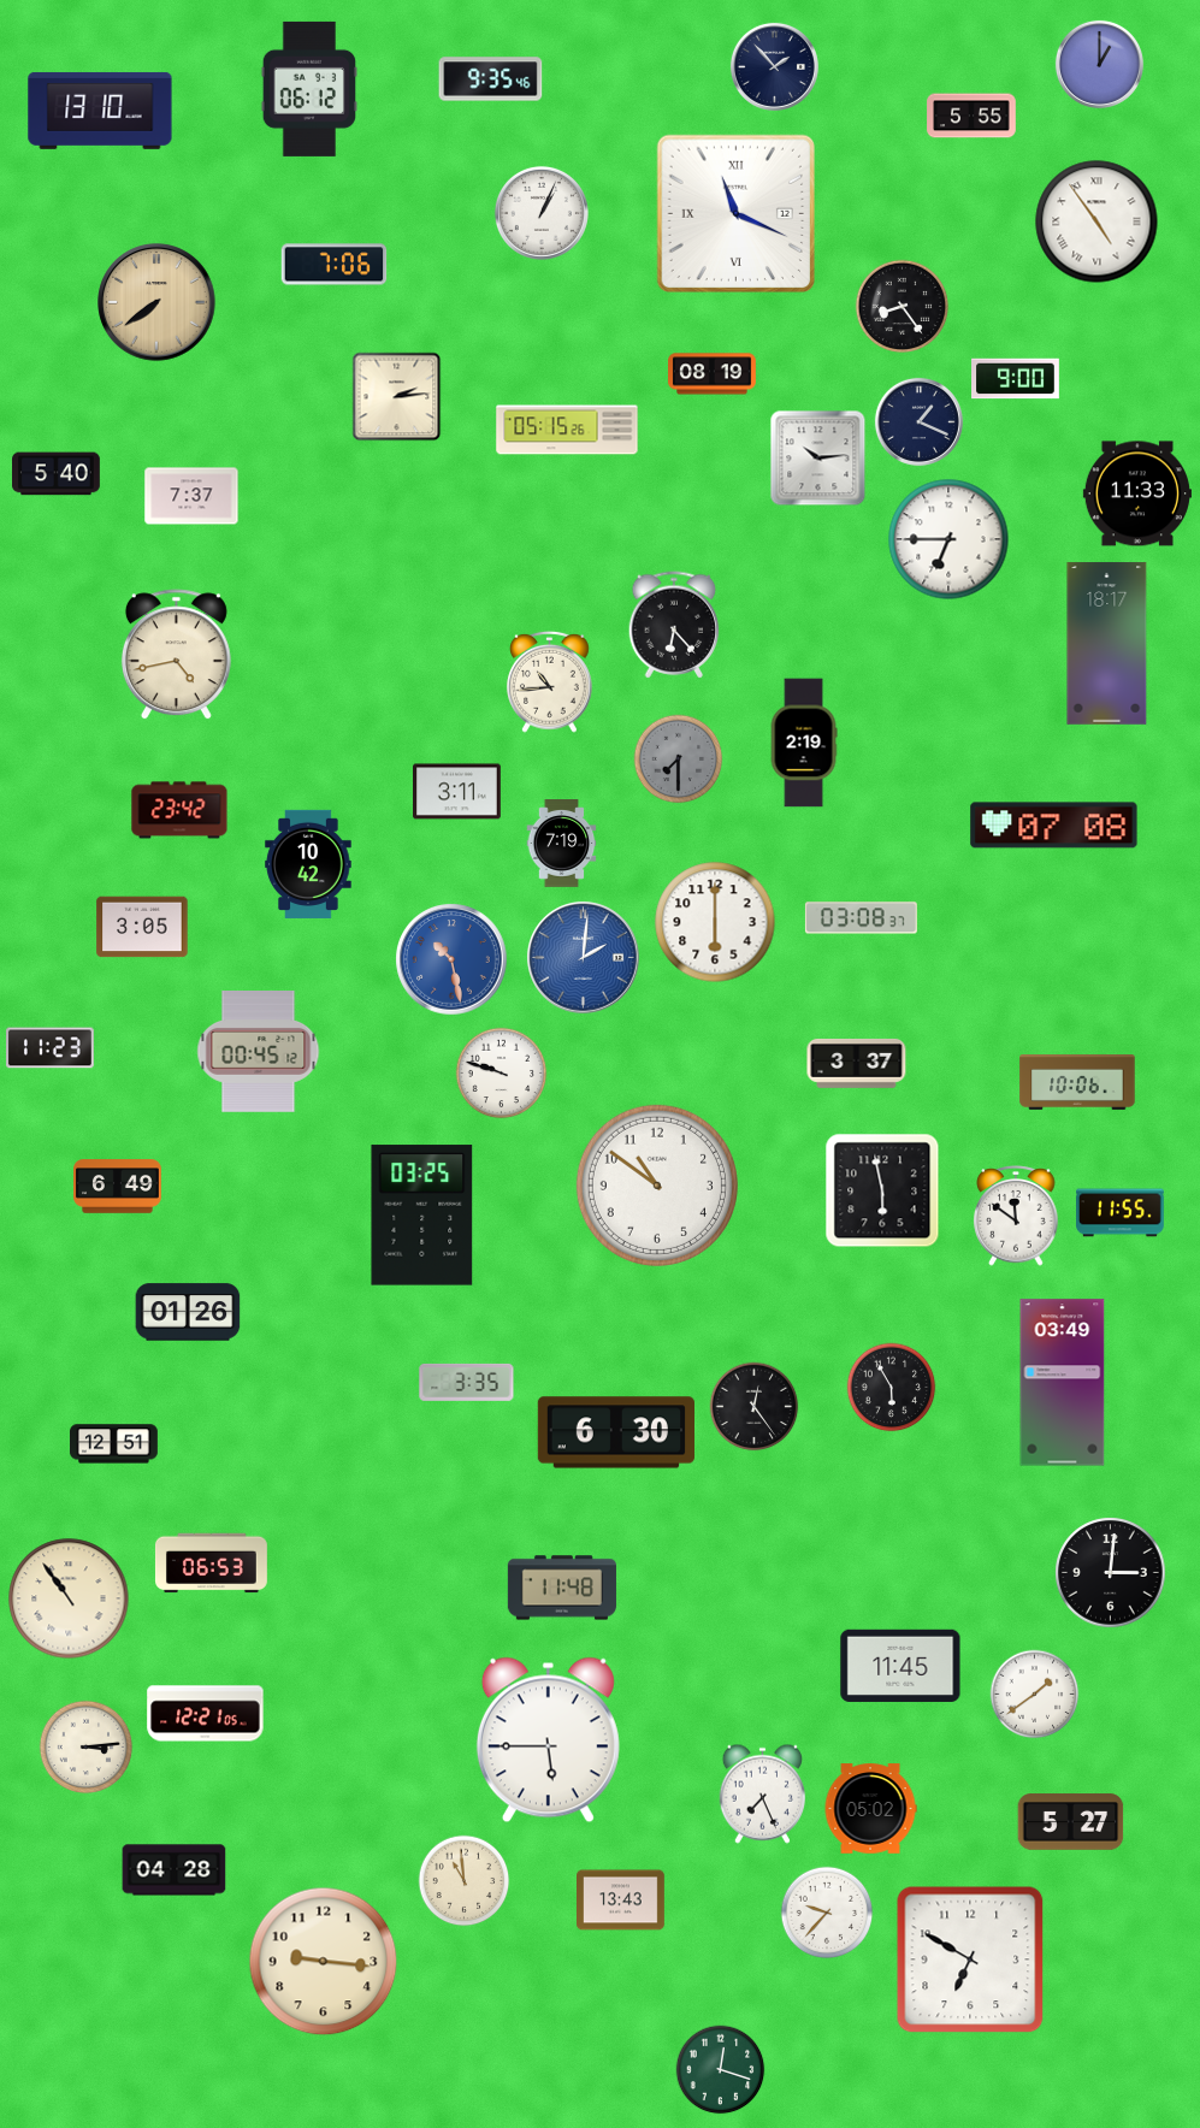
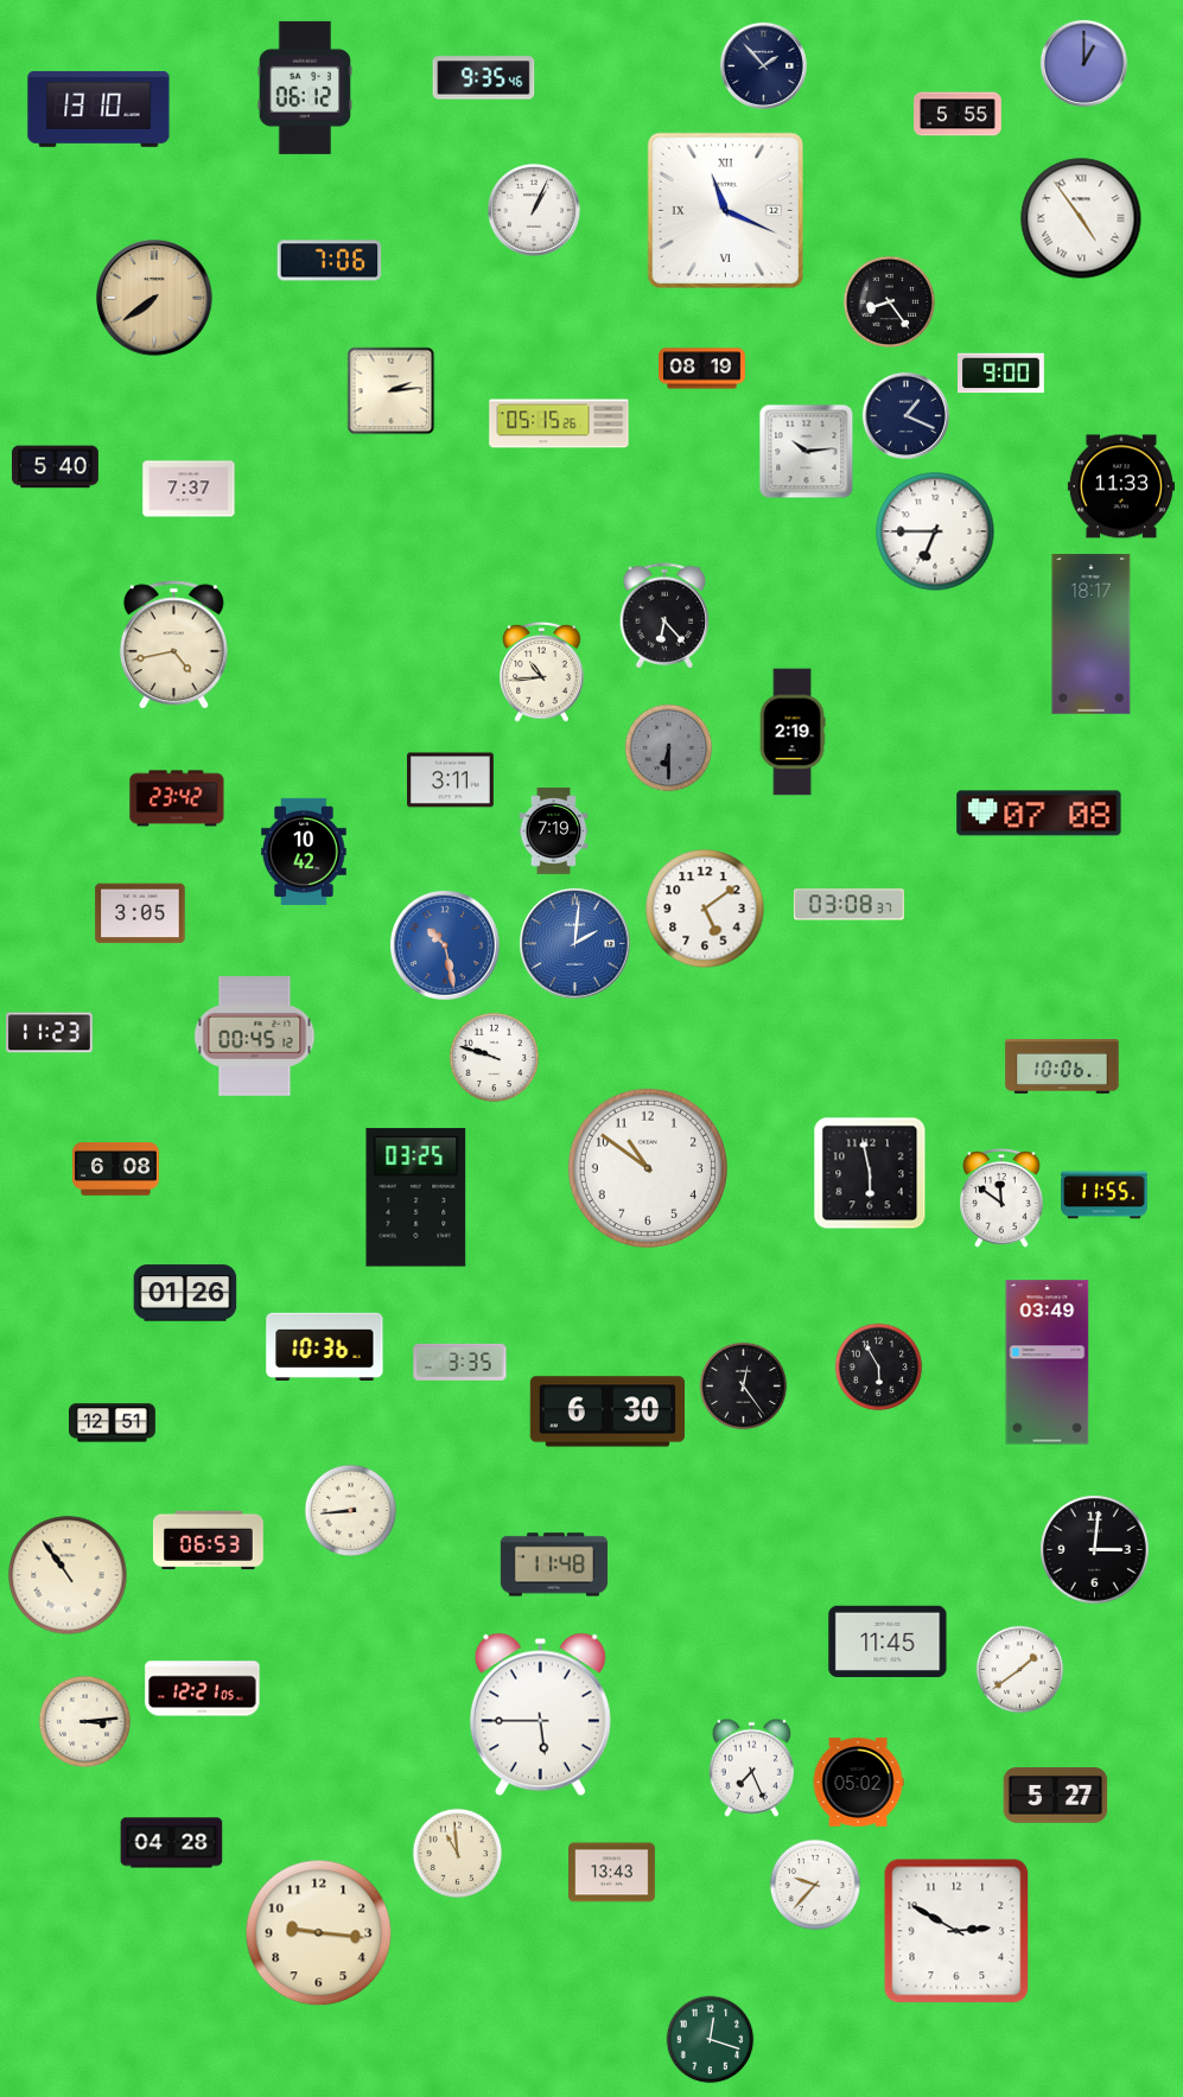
clock at (679, 759): 7:30 -> 6:30
clock at (715, 922): 6:00 -> 5:09
clock at (857, 1063): 3:37 -> none
clock at (118, 1187): 6:49 -> 6:08
clock at (325, 1346): none -> 10:36
clock at (351, 1511): none -> 8:44
clock at (970, 1959): 6:50 -> 2:50
